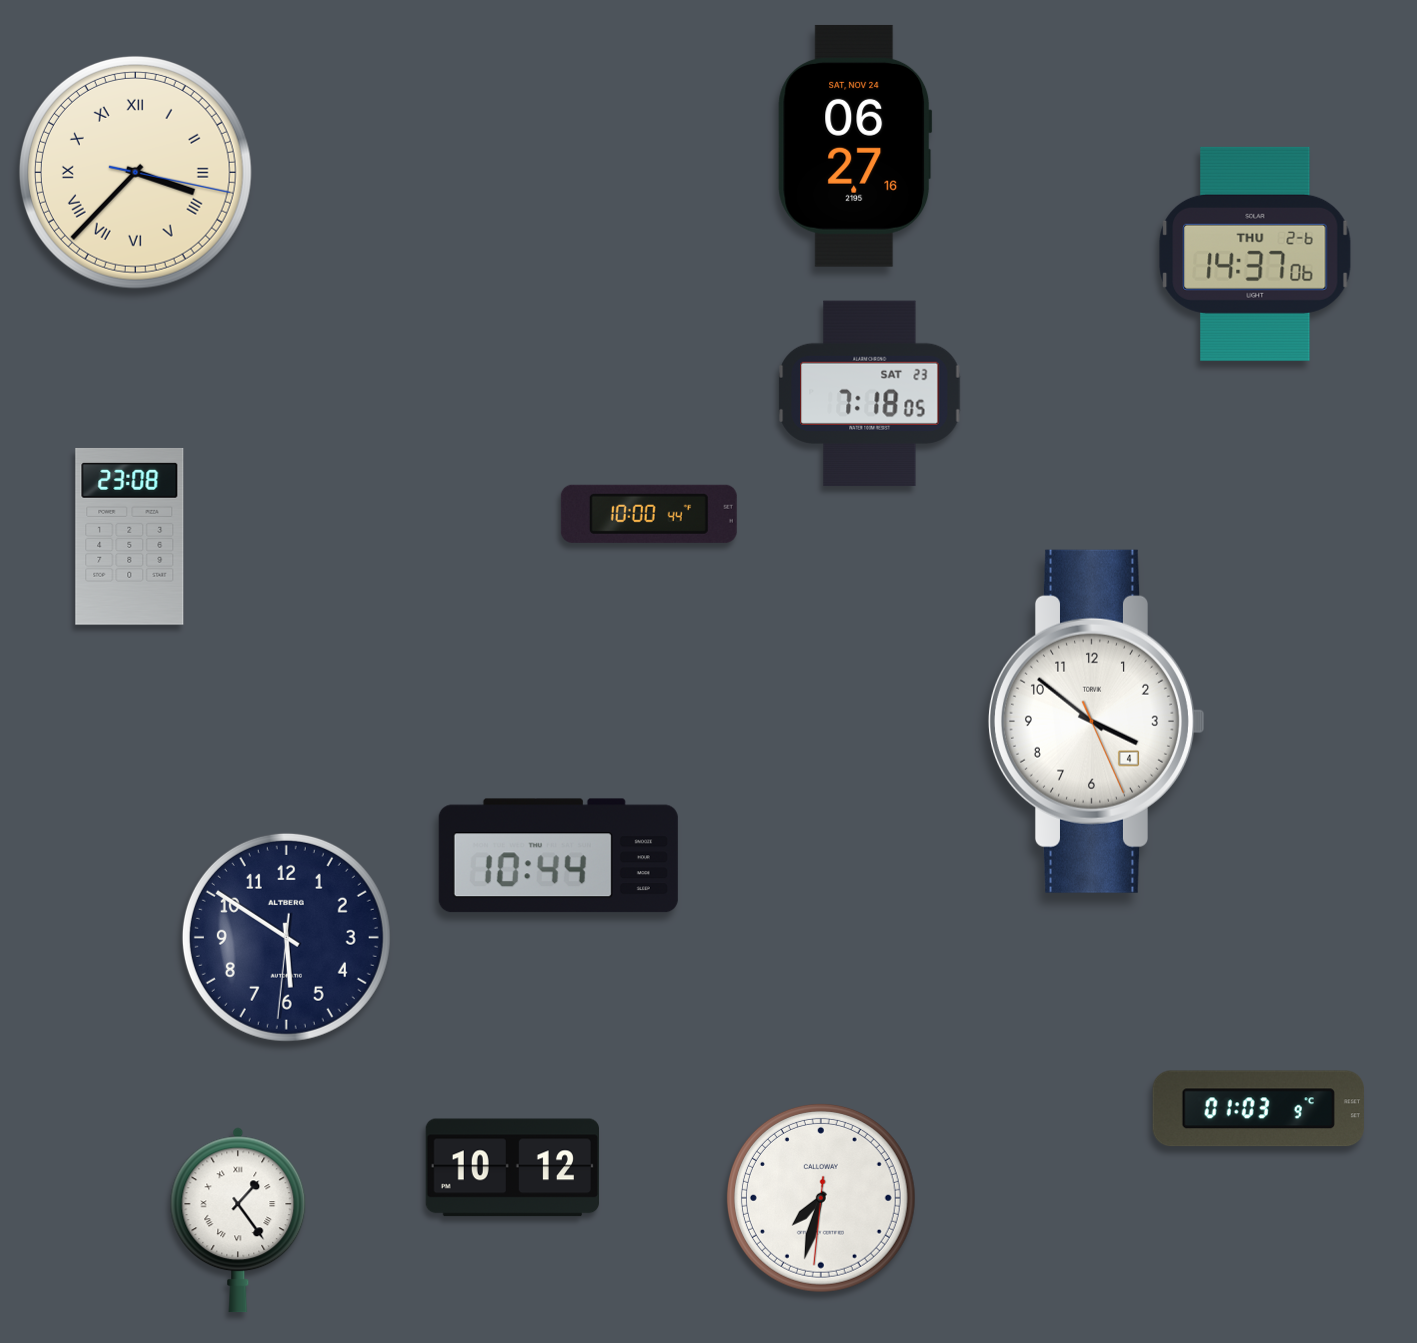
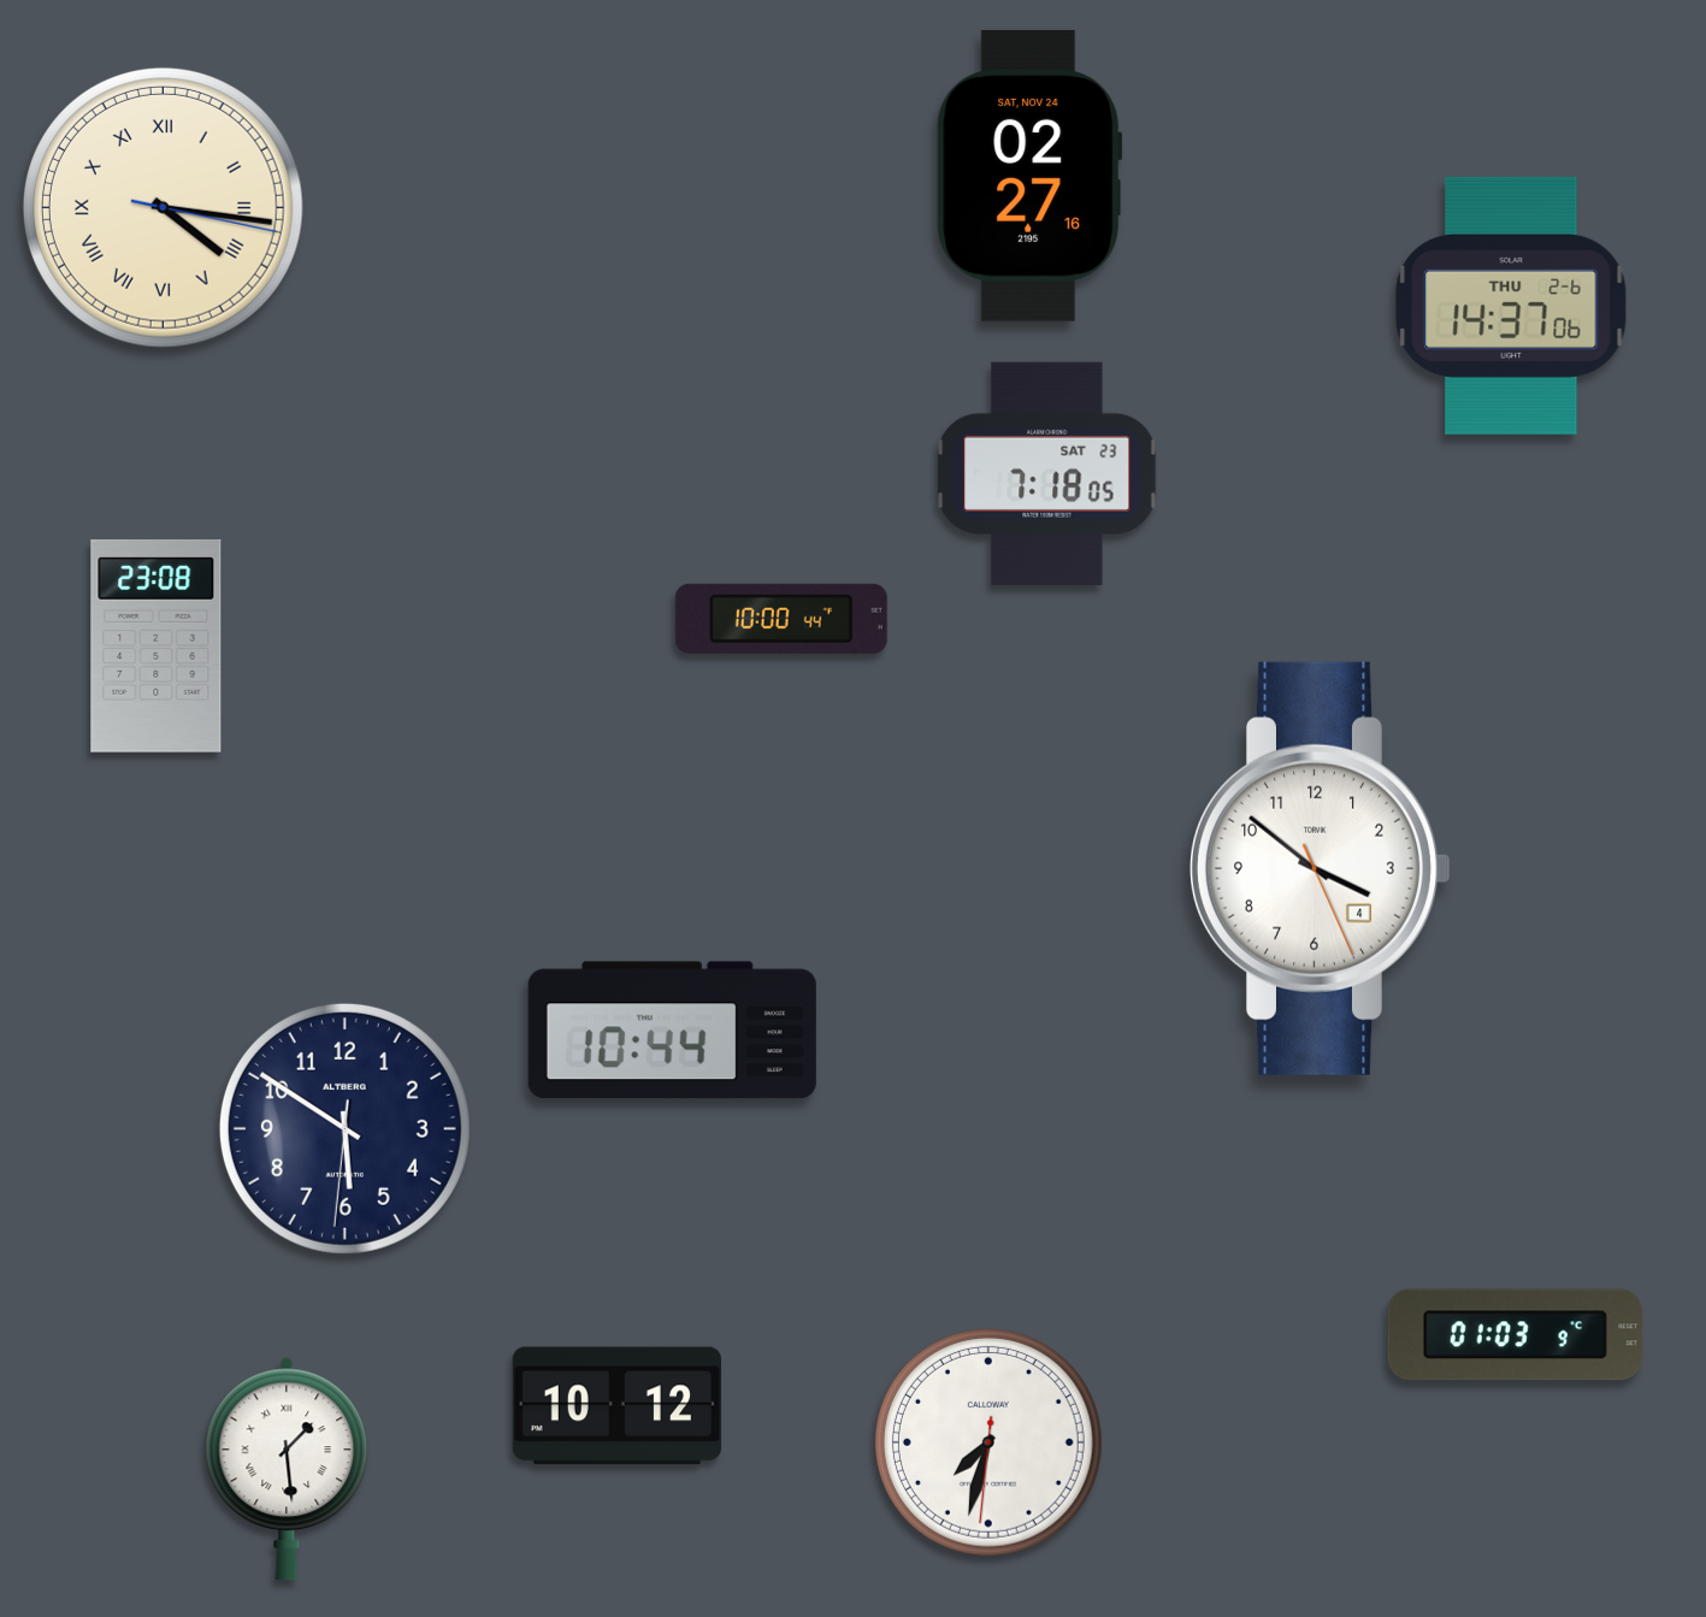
clock at (855, 146): 06:27 -> 02:27
clock at (135, 172): 3:37 -> 4:16
clock at (238, 1220): 1:24 -> 1:29
